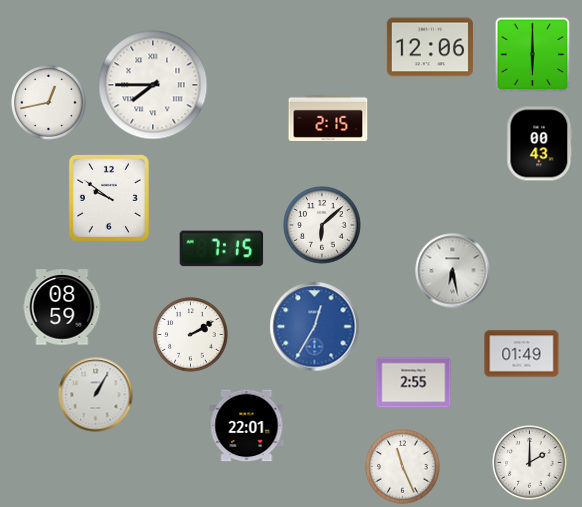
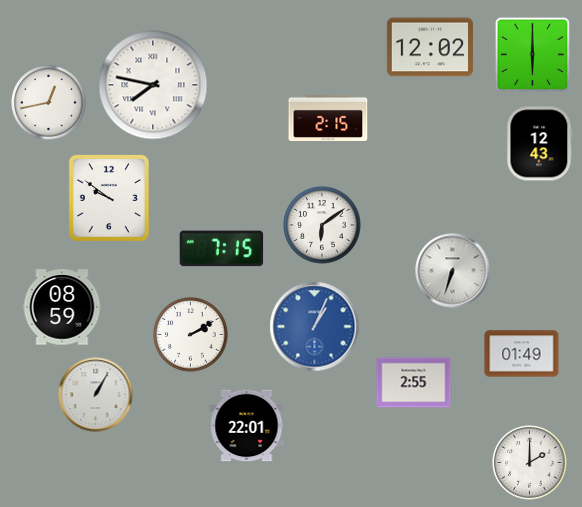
clock at (430, 47): 12:06 -> 12:02
clock at (153, 85): 7:45 -> 7:47
clock at (540, 144): 00:43 -> 12:43
clock at (322, 225): 6:08 -> 6:09
clock at (453, 271): 6:28 -> 6:33
clock at (315, 327): 12:35 -> 1:04
clock at (403, 467): 11:26 -> none
